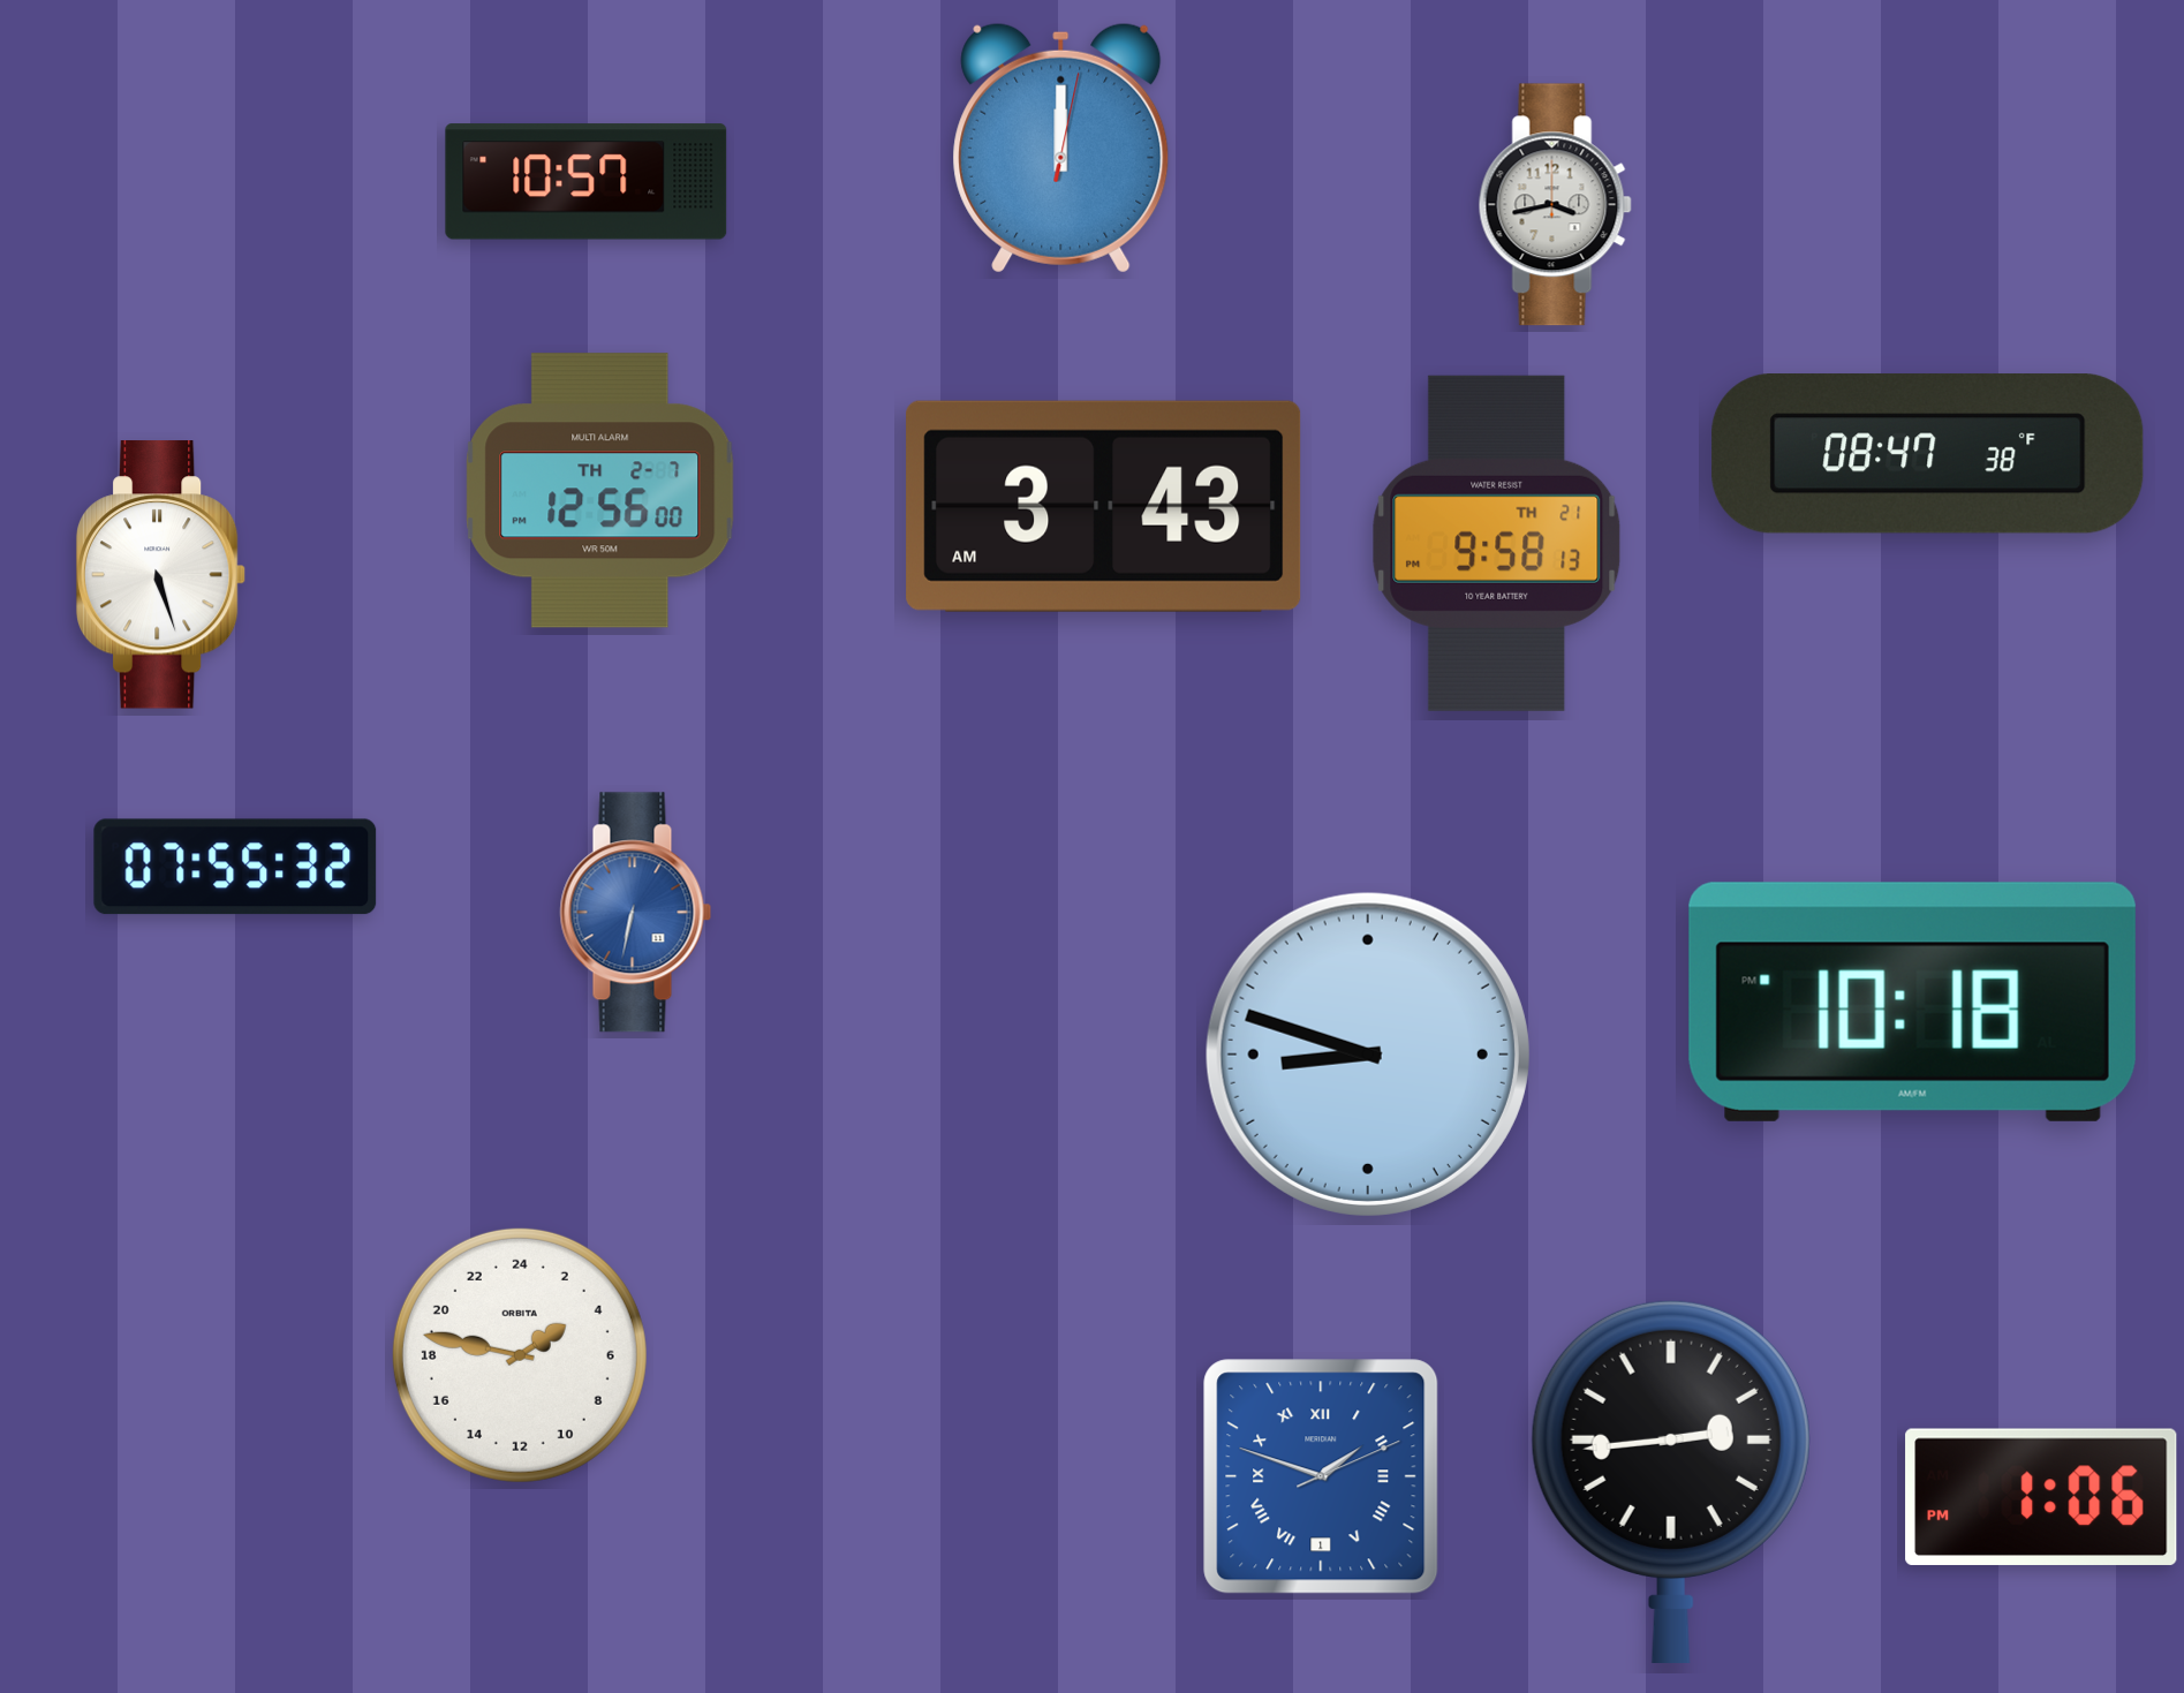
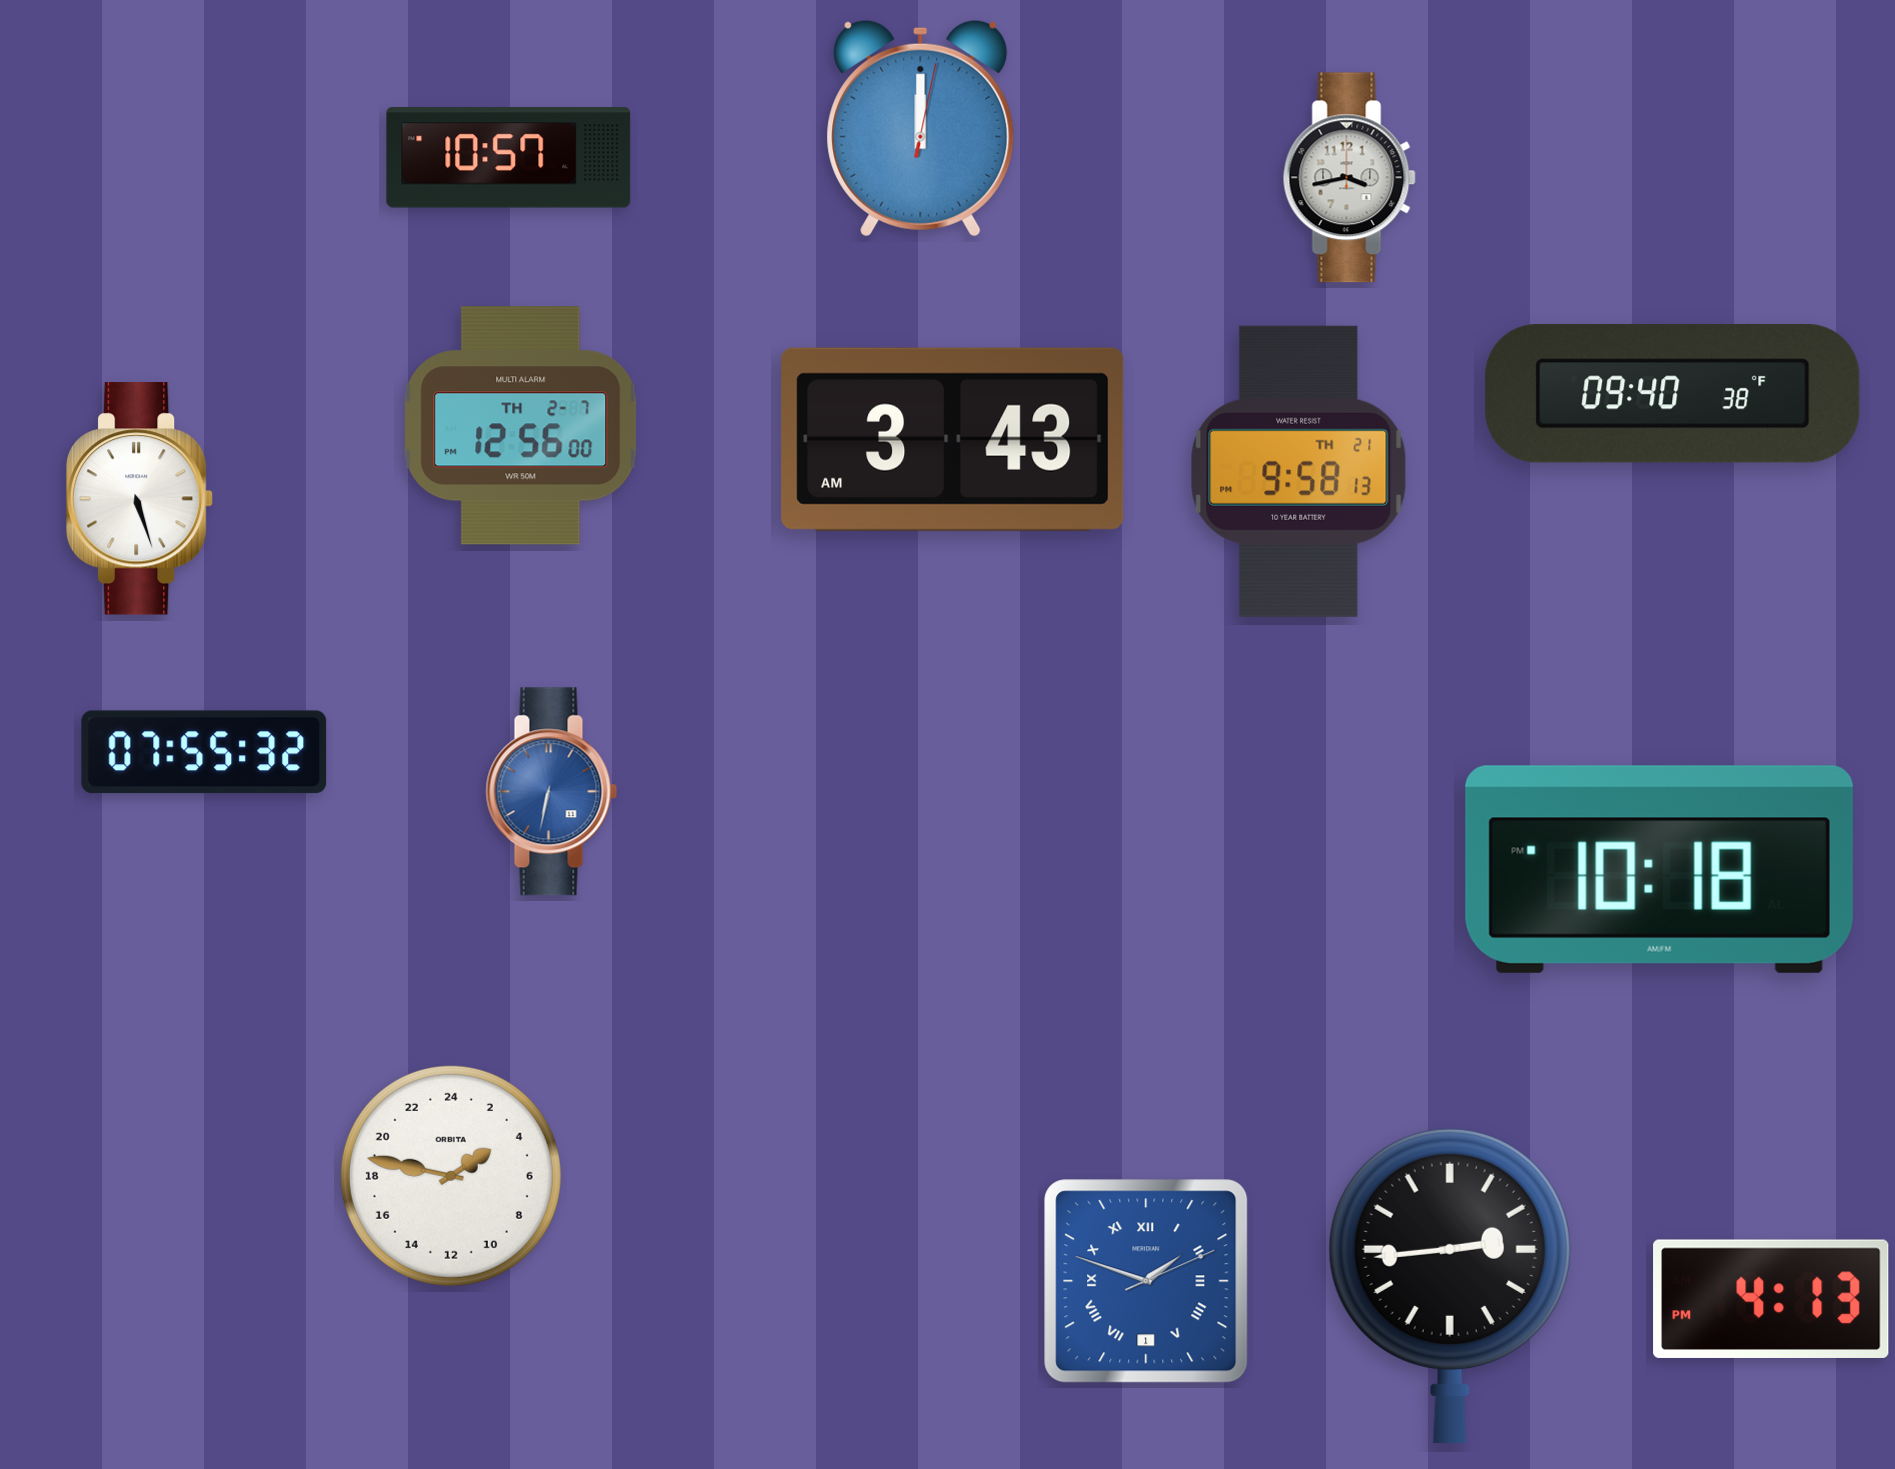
clock at (1928, 454): 08:47 -> 09:40
clock at (1104, 506) position: (1104, 506) -> (953, 439)
clock at (1368, 1055): 8:48 -> none
clock at (2041, 1497): 1:06 -> 4:13
